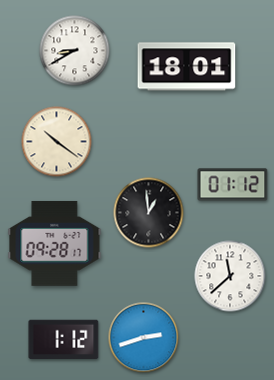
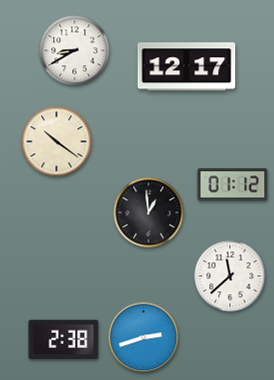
clock at (187, 67): 18:01 -> 12:17
clock at (55, 243): 09:28 -> none
clock at (64, 340): 1:12 -> 2:38
